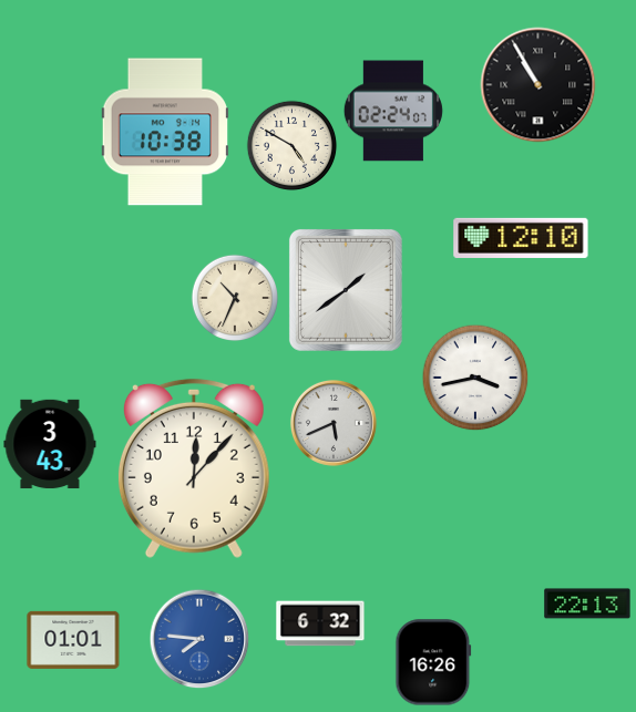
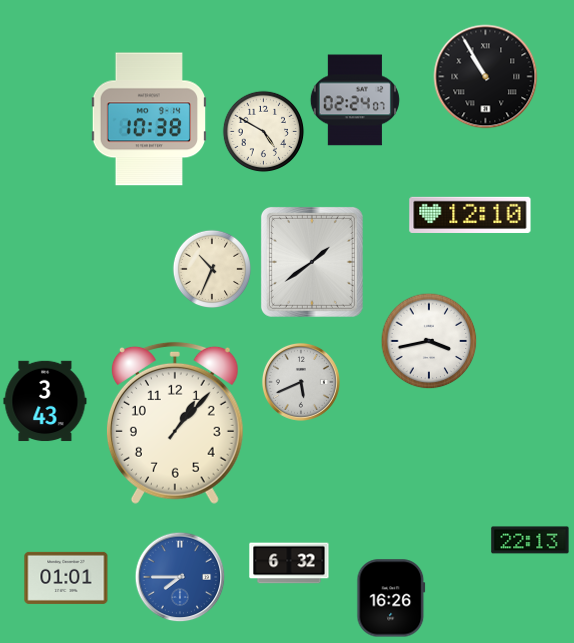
clock at (194, 468): 12:07 -> 1:07
clock at (587, 603) position: (587, 603) -> (530, 540)
clock at (199, 639): 7:46 -> 7:45
